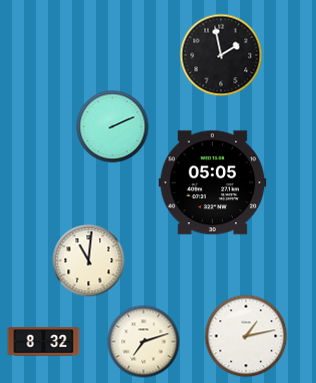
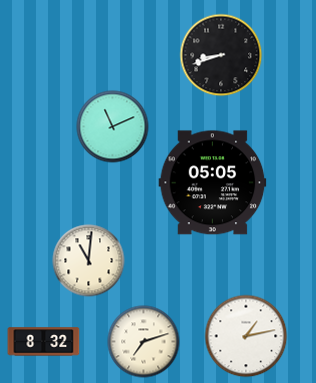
clock at (221, 55): 1:58 -> 8:42
clock at (113, 127): 2:11 -> 11:11
